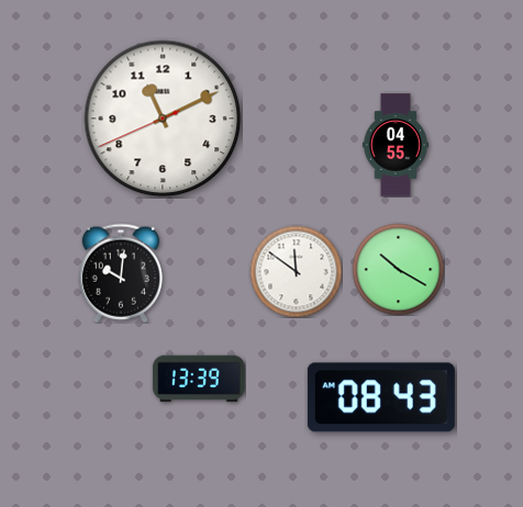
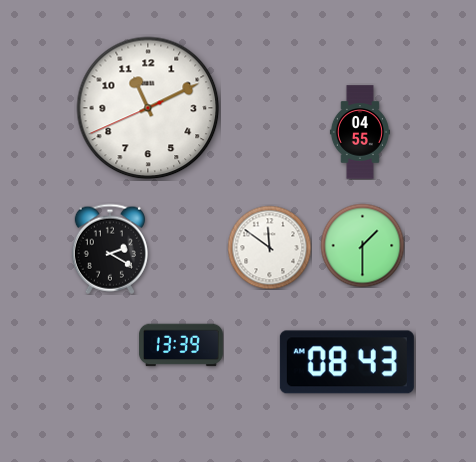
clock at (398, 269): 10:20 -> 1:30
clock at (121, 273): 10:01 -> 2:20
